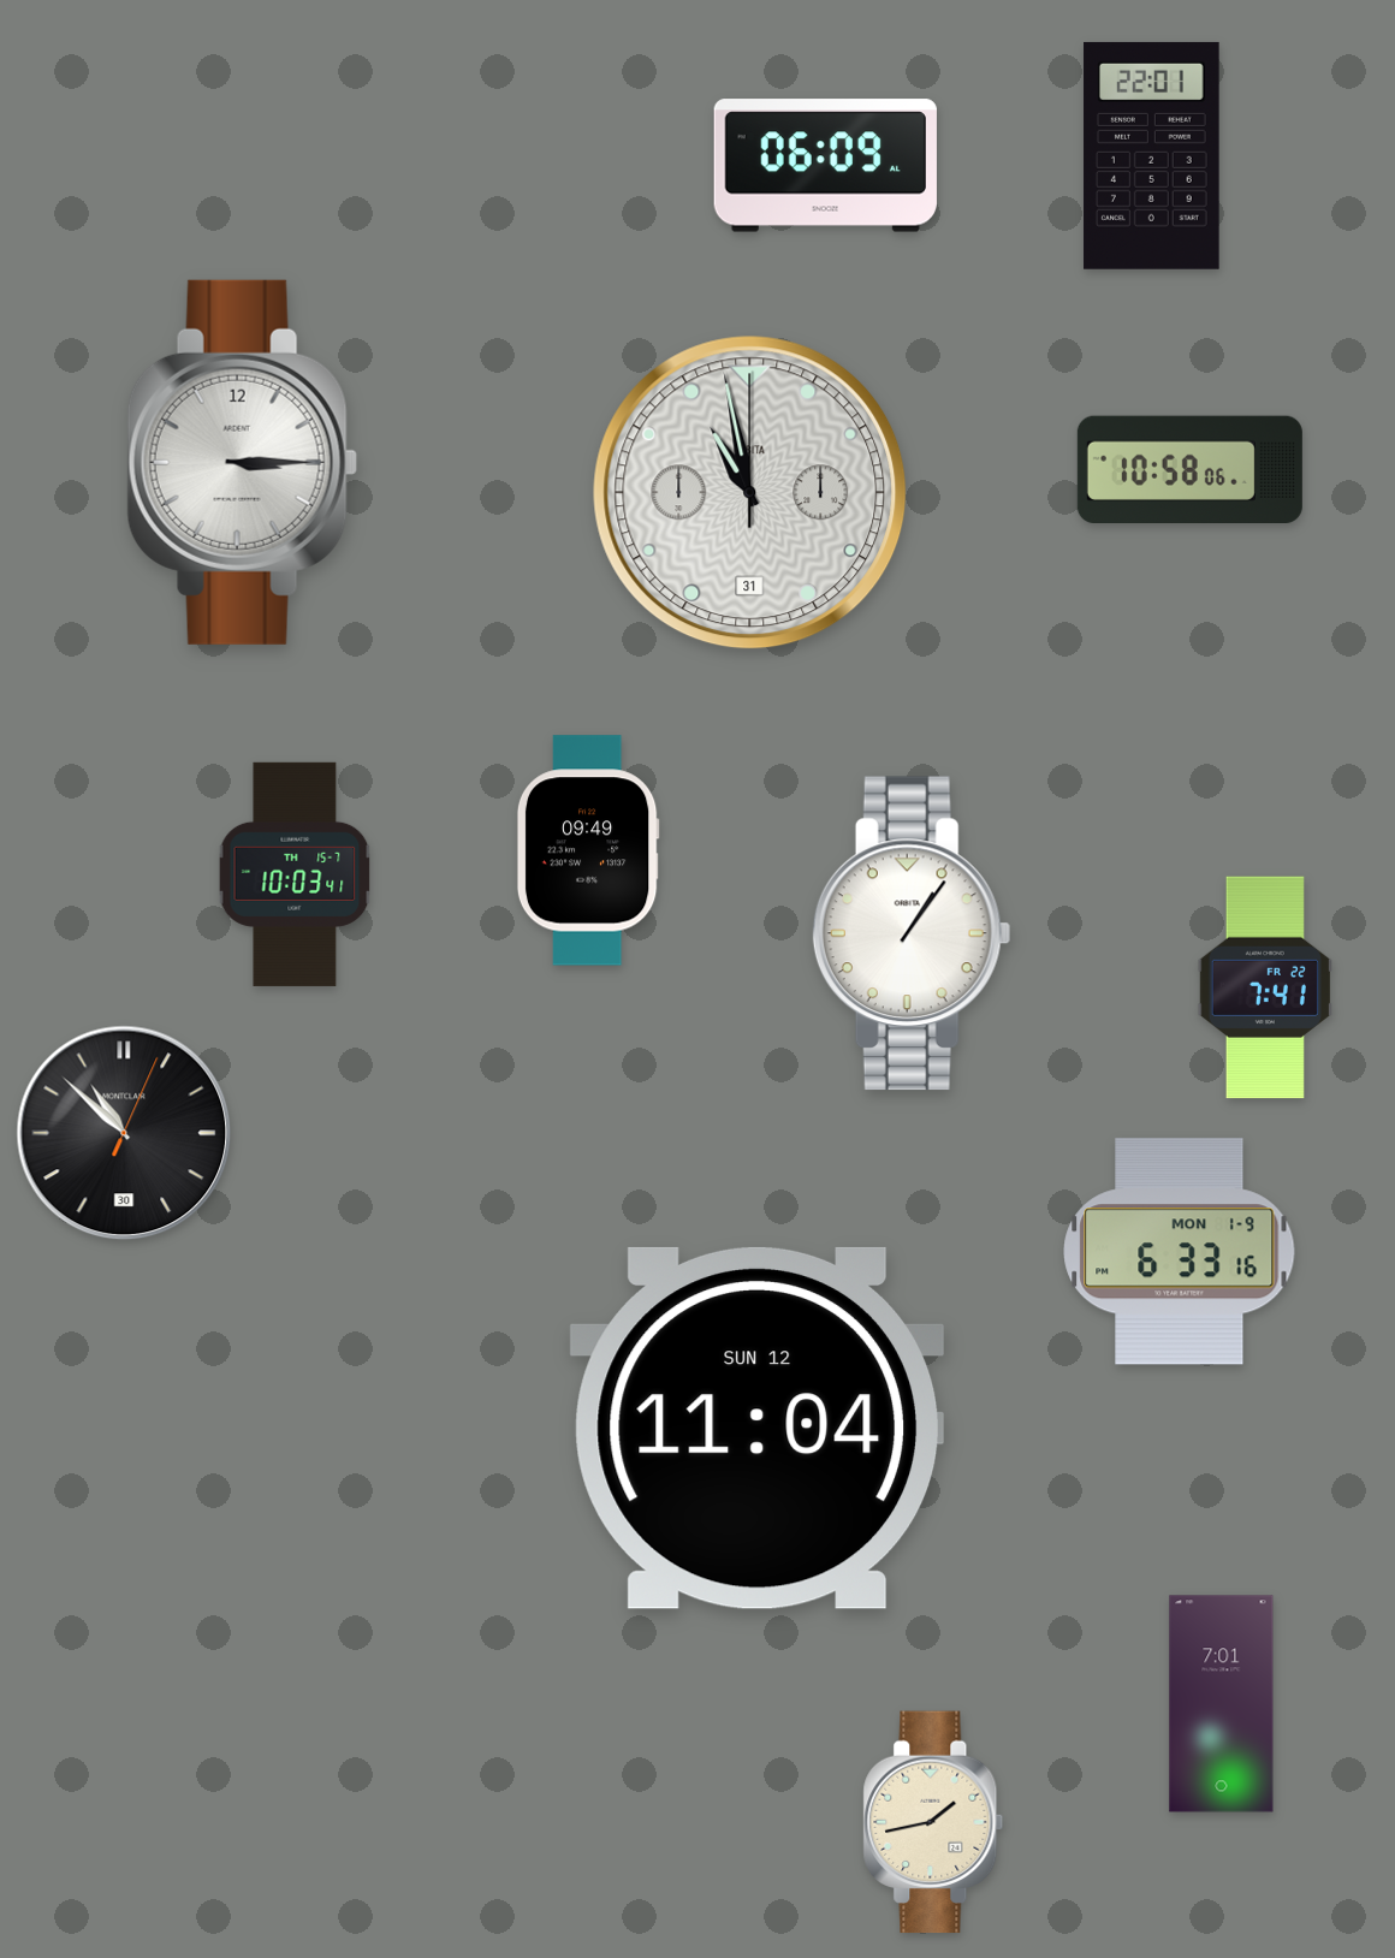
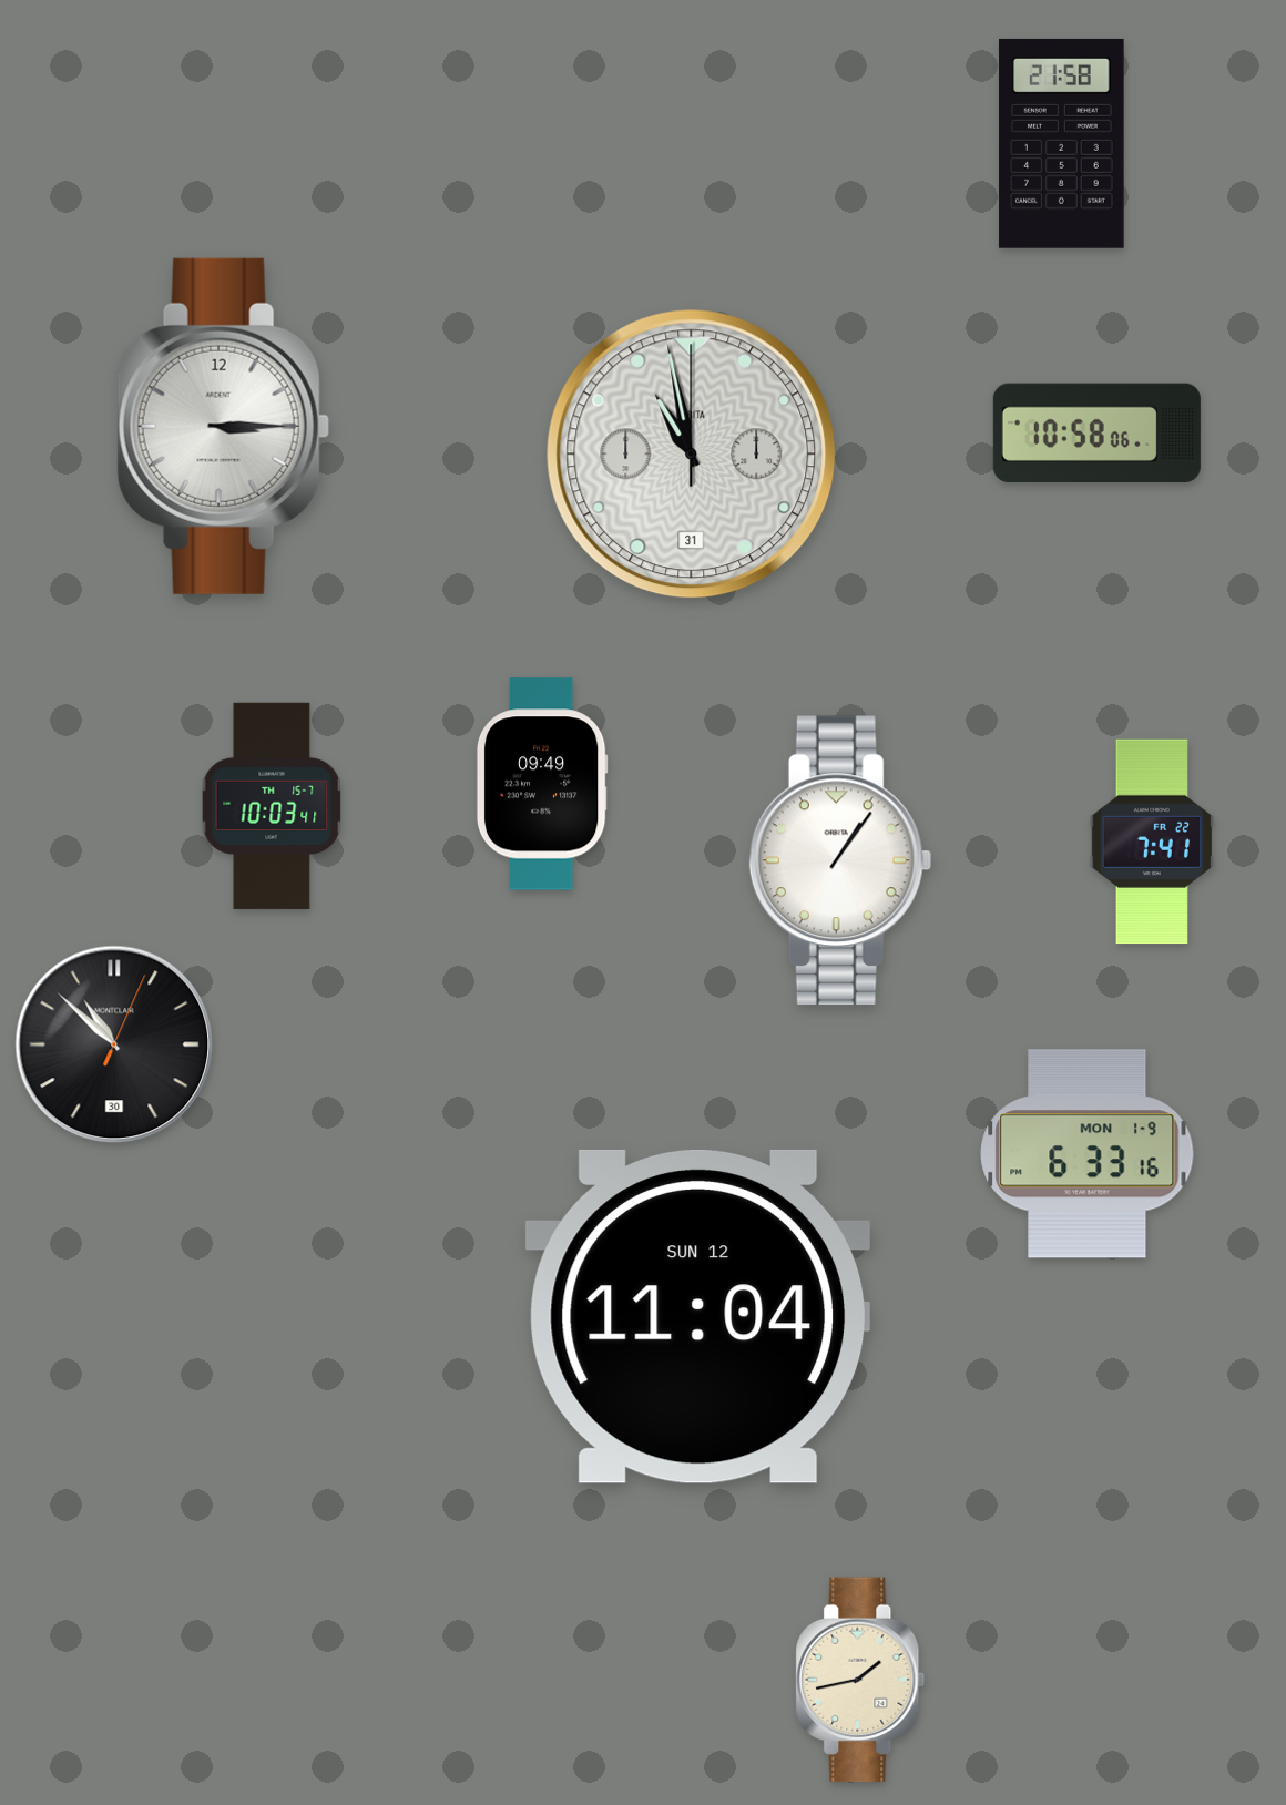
clock at (1152, 155): 22:01 -> 21:58
clock at (825, 166): 06:09 -> none
clock at (1264, 987) position: (1264, 987) -> (1151, 842)
clock at (1222, 1704): 7:01 -> none
